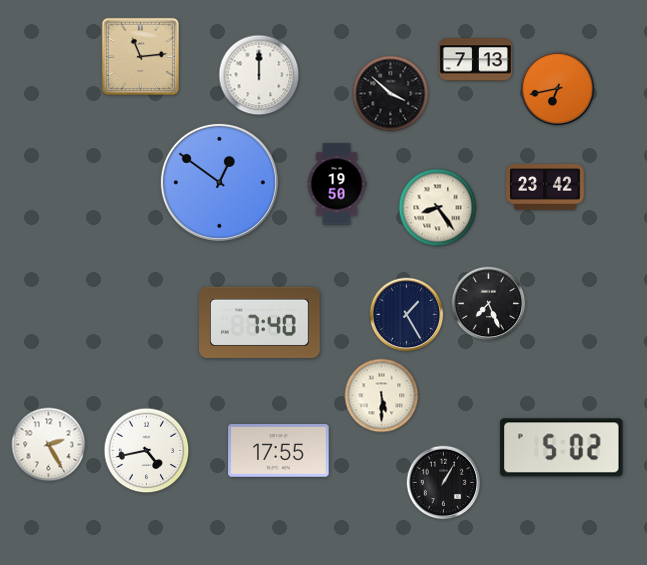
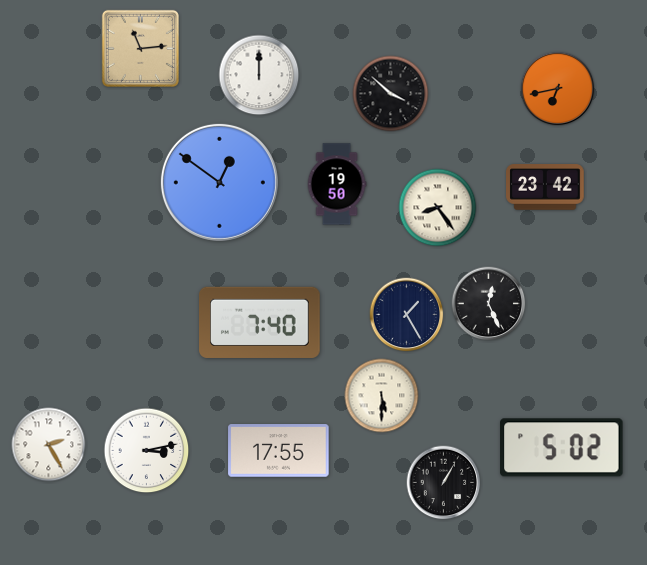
clock at (140, 56) position: (140, 56) -> (140, 48)
clock at (475, 60): 7:13 -> none
clock at (489, 304): 7:26 -> 12:26
clock at (147, 451): 4:43 -> 3:13
